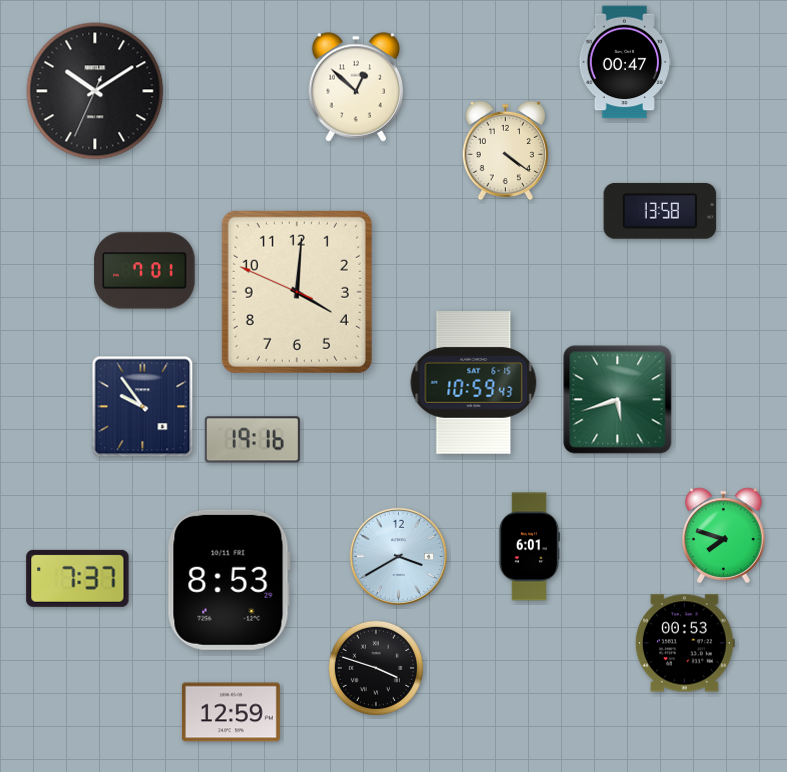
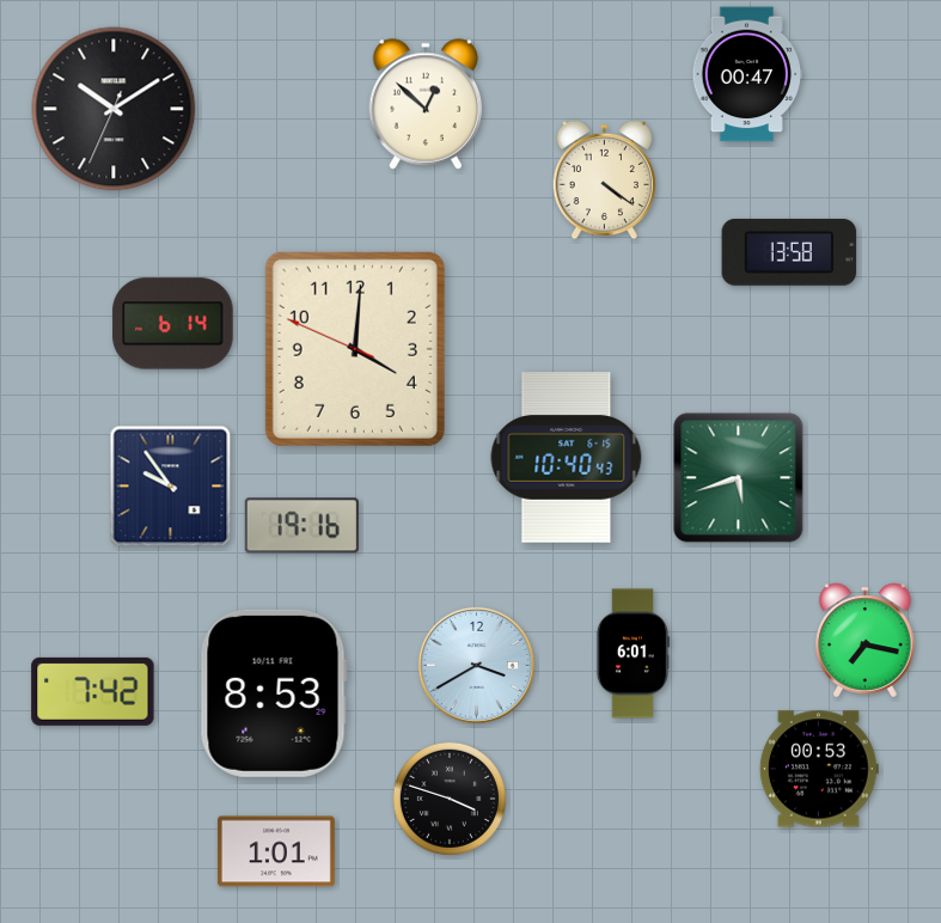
clock at (145, 271): 7:01 -> 6:14
clock at (474, 383): 10:59 -> 10:40
clock at (724, 536): 7:48 -> 7:17
clock at (78, 578): 7:37 -> 7:42
clock at (231, 712): 12:59 -> 1:01
